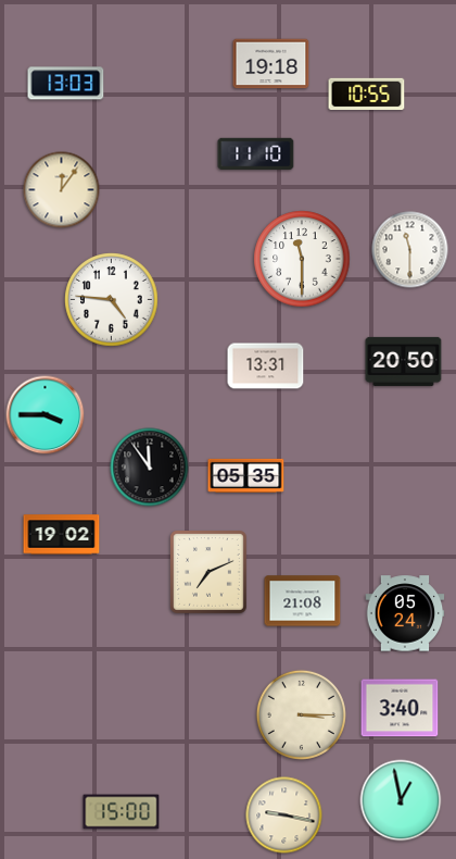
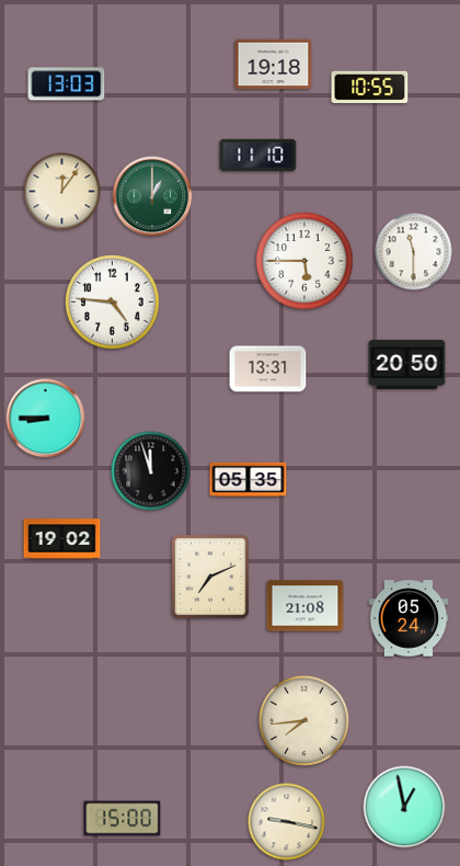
clock at (367, 95) position: (367, 95) -> (370, 88)
clock at (152, 196): none -> 1:00
clock at (302, 259): 11:30 -> 5:45
clock at (46, 415): 3:45 -> 8:45
clock at (150, 468): 11:54 -> 11:57
clock at (400, 708): 3:40 -> none
clock at (301, 714): 3:15 -> 7:44
